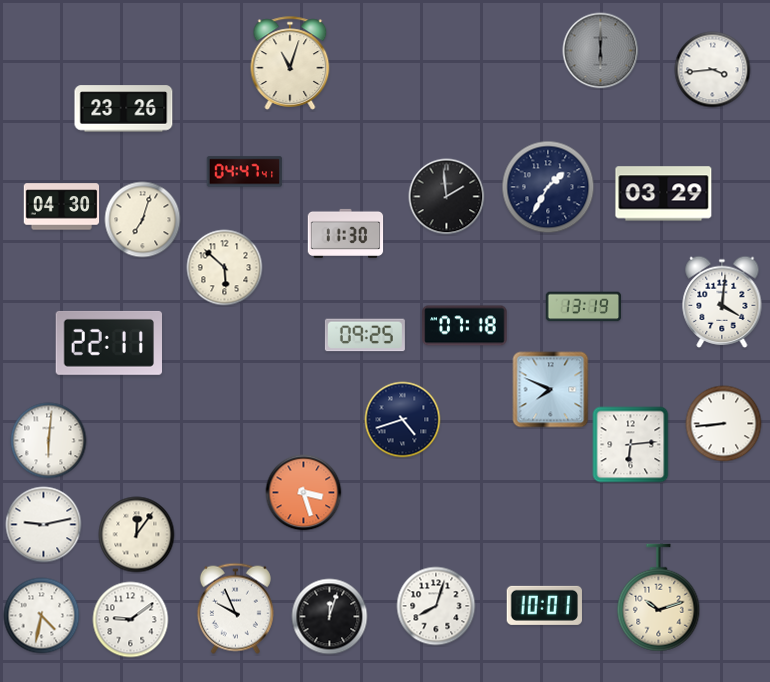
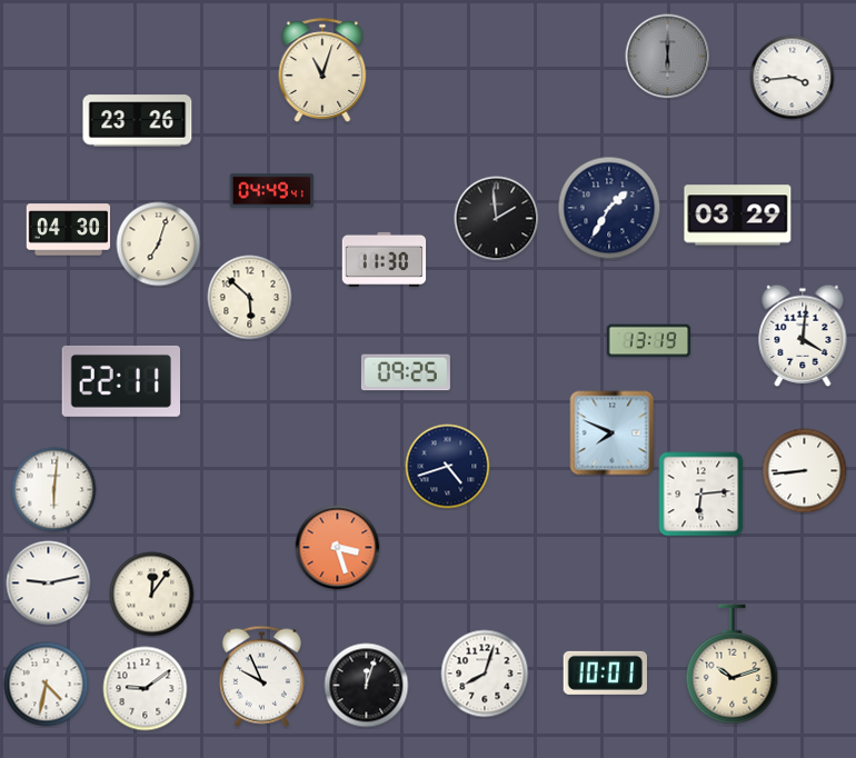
clock at (245, 172): 04:47 -> 04:49
clock at (465, 326): 07:18 -> none
